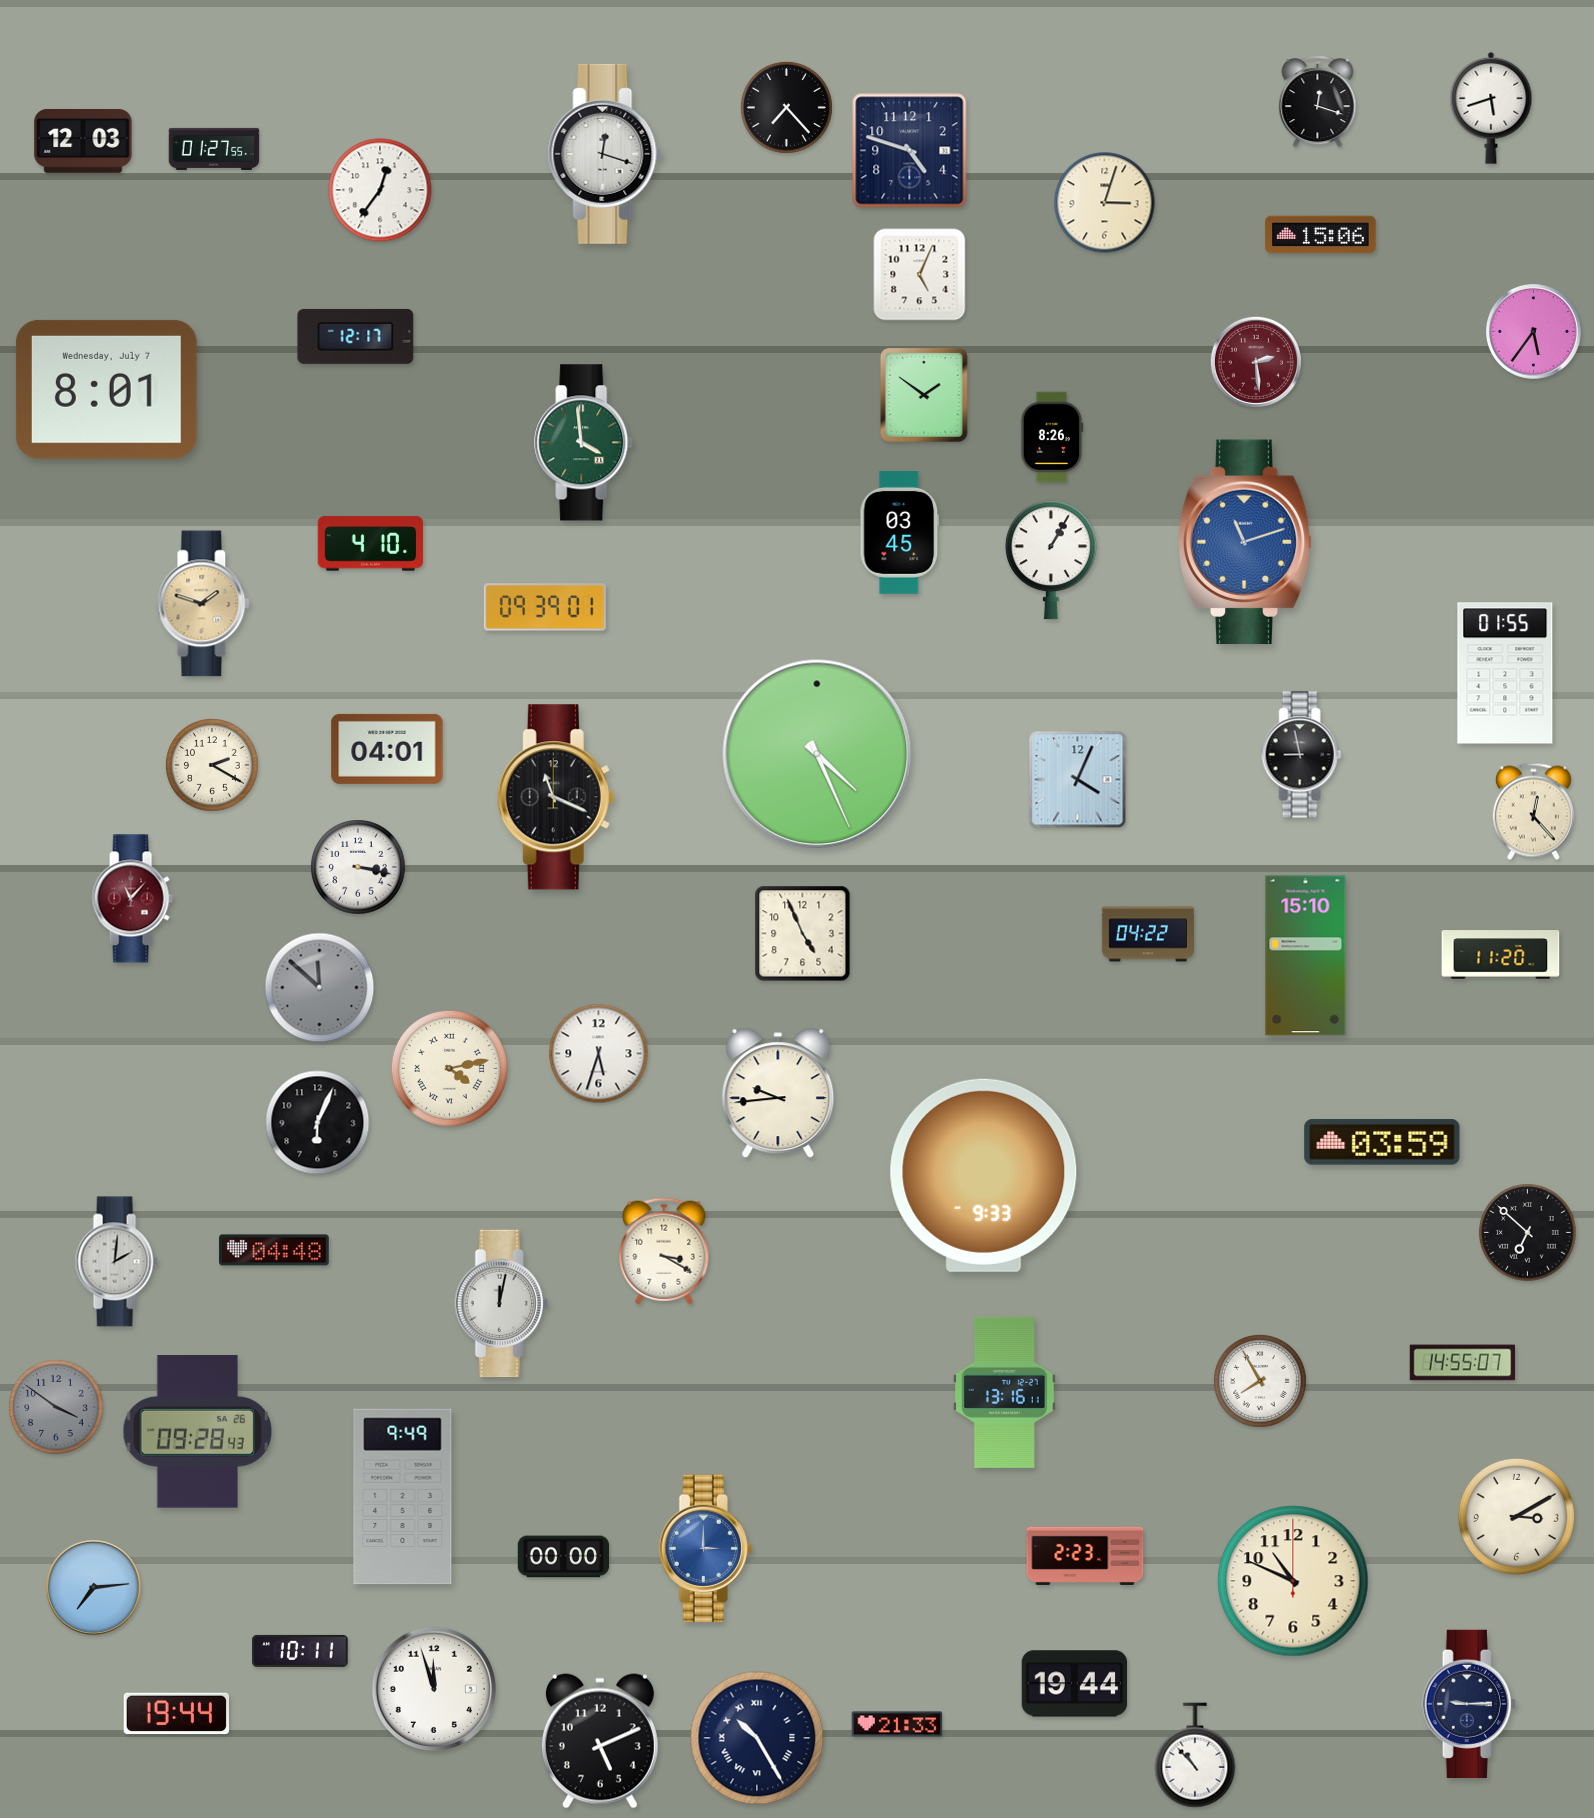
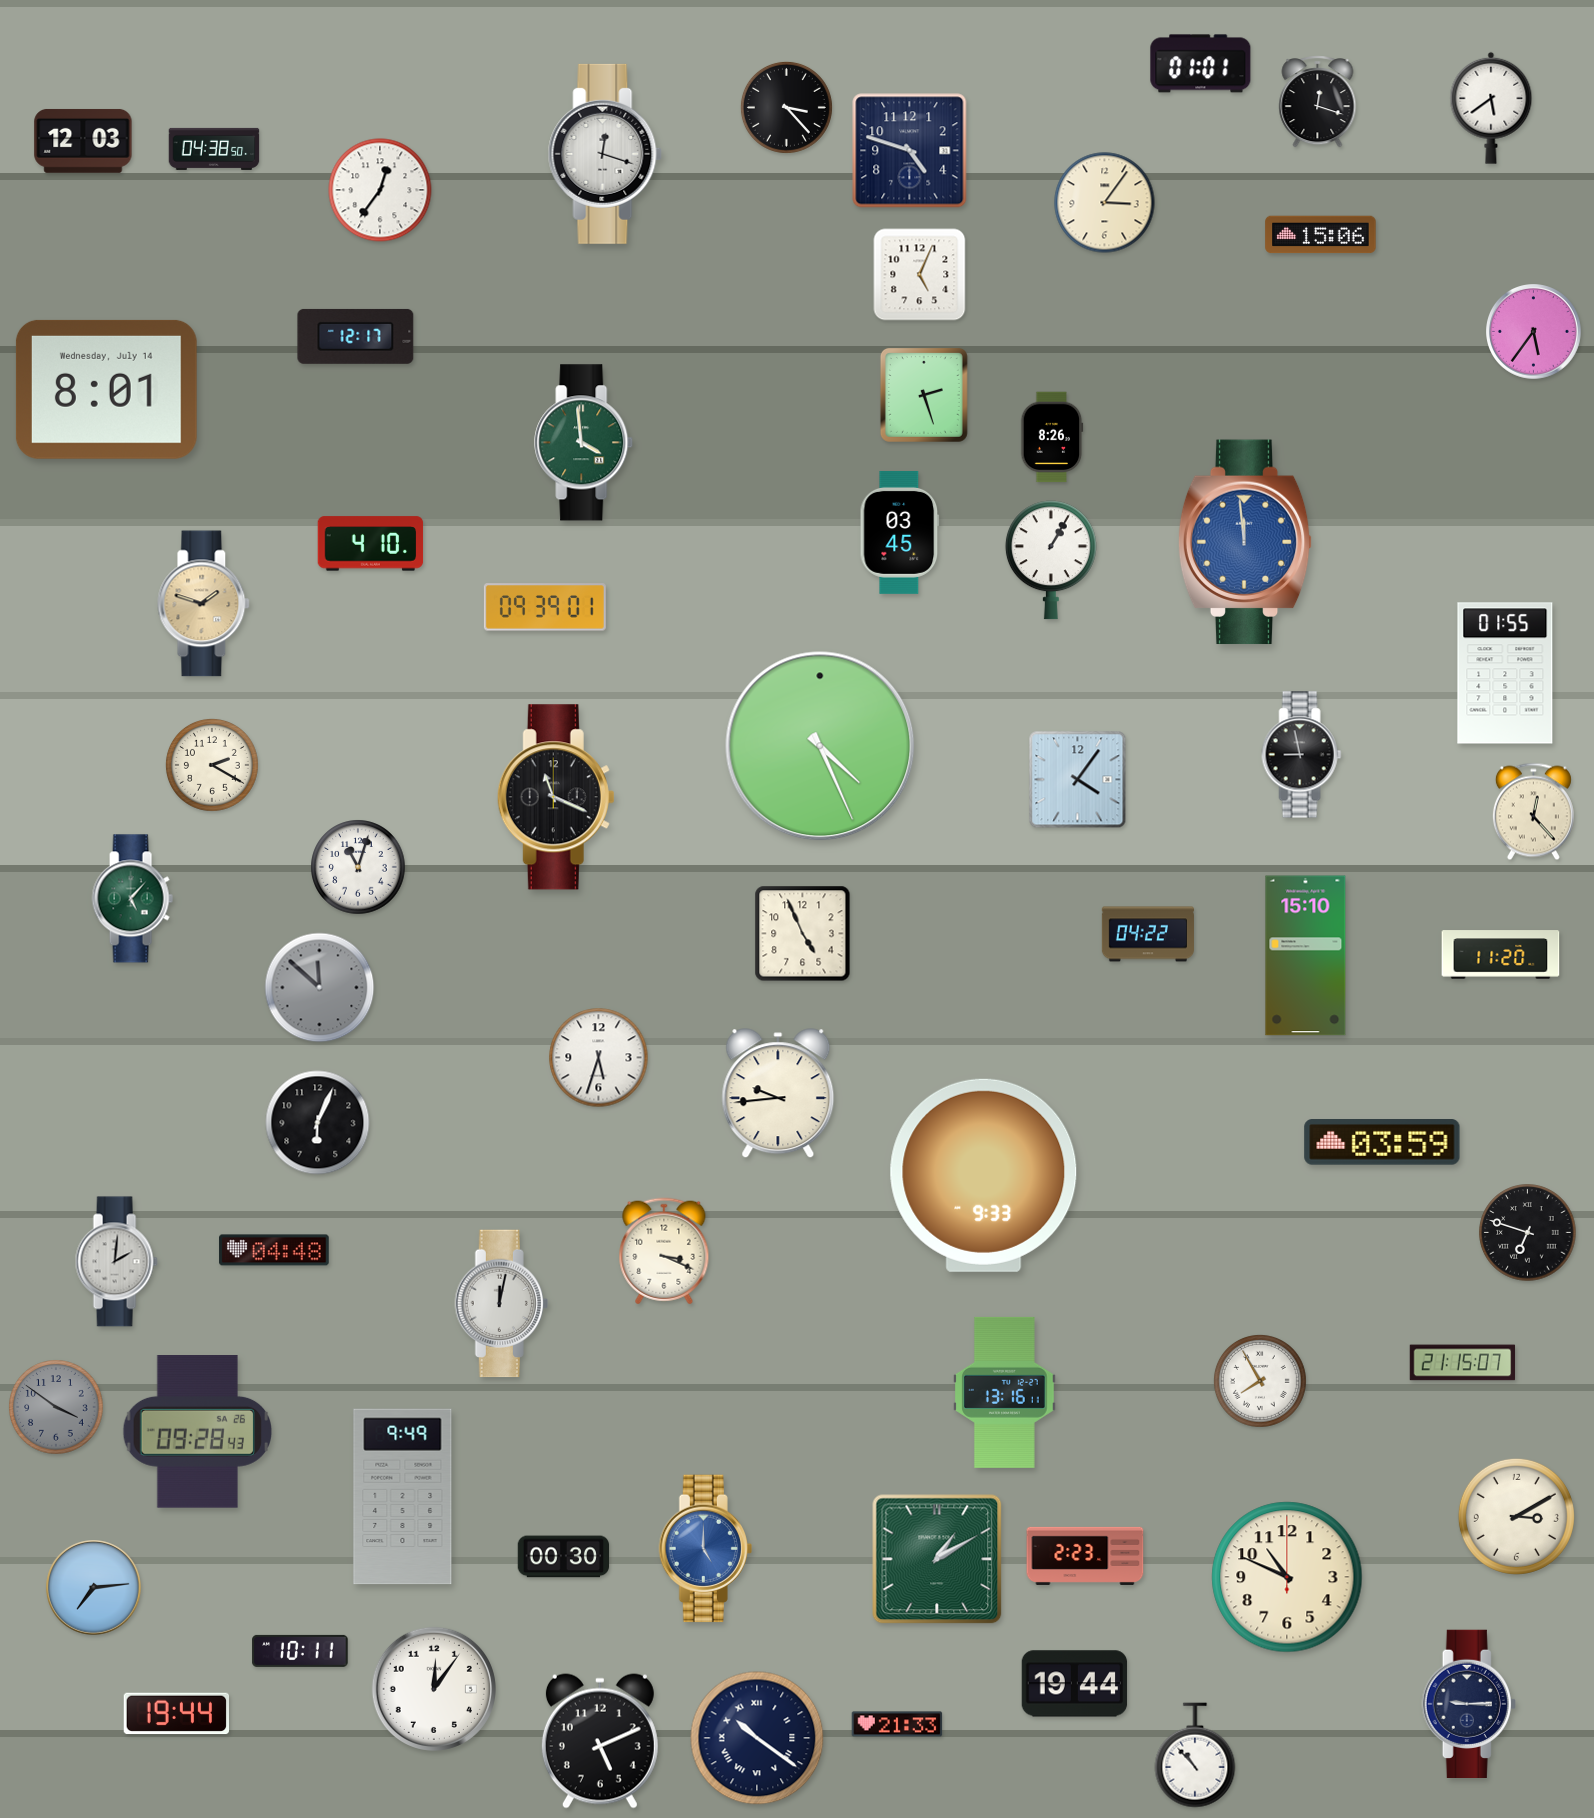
clock at (1201, 64): none -> 01:01
clock at (786, 107): 7:23 -> 3:23
clock at (1491, 108): 5:42 -> 5:39
clock at (214, 149): 01:27 -> 04:38
clock at (1105, 203): 3:03 -> 3:06
clock at (1256, 362): 2:29 -> none
clock at (106, 389) date: Wednesday, July 7 -> Wednesday, July 14
clock at (924, 395): 1:51 -> 2:27
clock at (1245, 542): 11:12 -> 11:59
clock at (387, 749): 04:01 -> none
clock at (817, 754) position: (817, 754) -> (820, 746)
clock at (1078, 780): 4:04 -> 4:06
clock at (358, 867): 3:17 -> 11:03
clock at (132, 899): 11:07 -> 5:07
clock at (132, 899) dial: burgundy -> green
clock at (599, 1054) position: (599, 1054) -> (599, 1058)
clock at (449, 1068): 4:13 -> none
clock at (1528, 1233): 6:52 -> 6:48
clock at (664, 1251): 3:20 -> 3:19
clock at (1463, 1363): 14:55 -> 21:15
clock at (705, 1549): 3:00 -> 5:00
clock at (564, 1557): 00:00 -> 00:30
clock at (937, 1559): none -> 1:10
clock at (1293, 1581) position: (1293, 1581) -> (1287, 1577)
clock at (434, 1689): 11:57 -> 12:06
clock at (757, 1738): 10:25 -> 10:21
